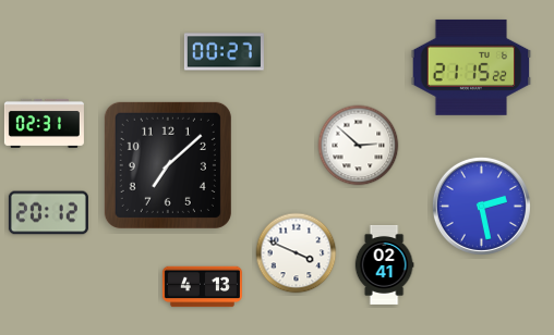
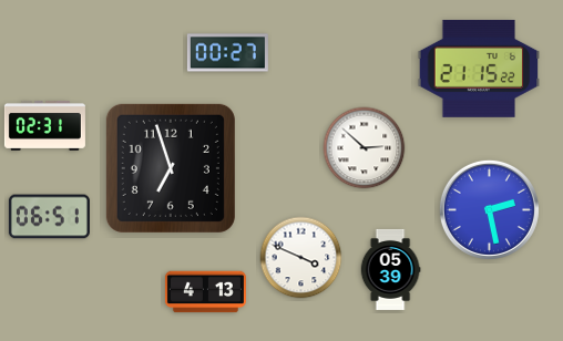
clock at (168, 165): 7:08 -> 6:57
clock at (48, 213): 20:12 -> 06:51
clock at (384, 264): 02:41 -> 05:39
